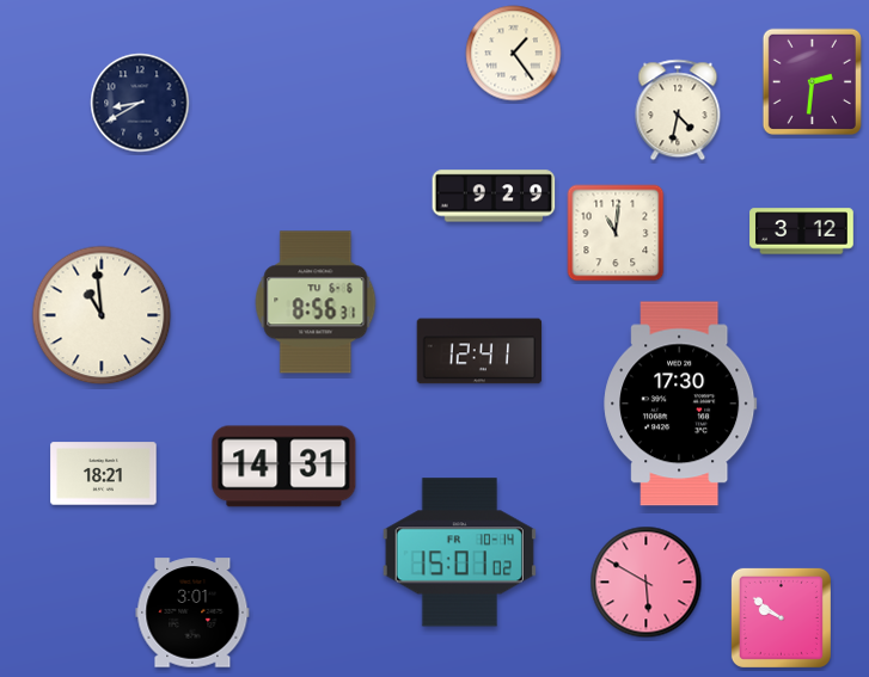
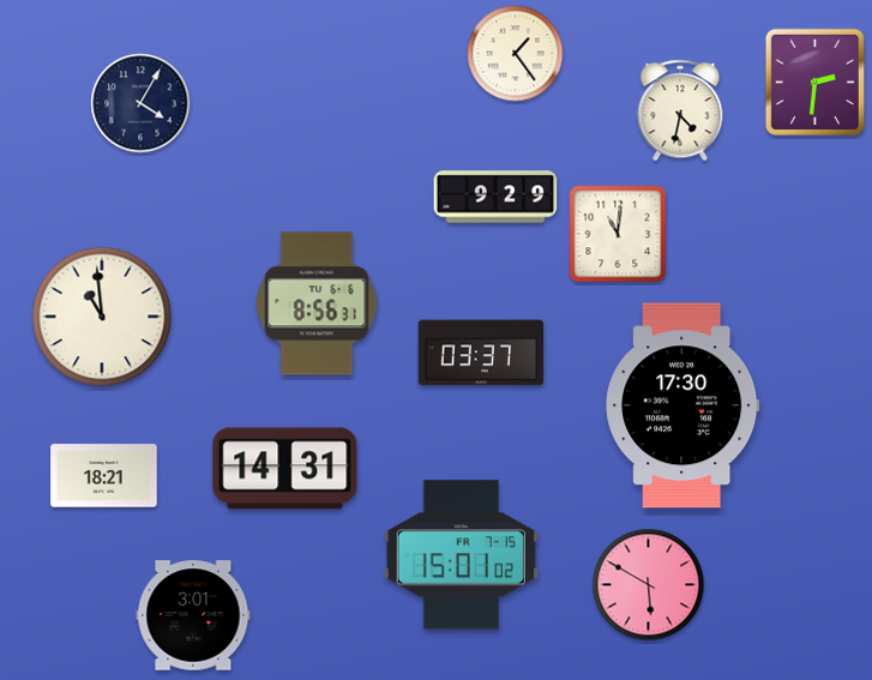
clock at (140, 103): 8:40 -> 4:05
clock at (802, 232): 3:12 -> none
clock at (479, 351): 12:41 -> 03:37
clock at (459, 553) date: FR 10-14 -> FR 7-15
clock at (781, 617): 9:51 -> none
